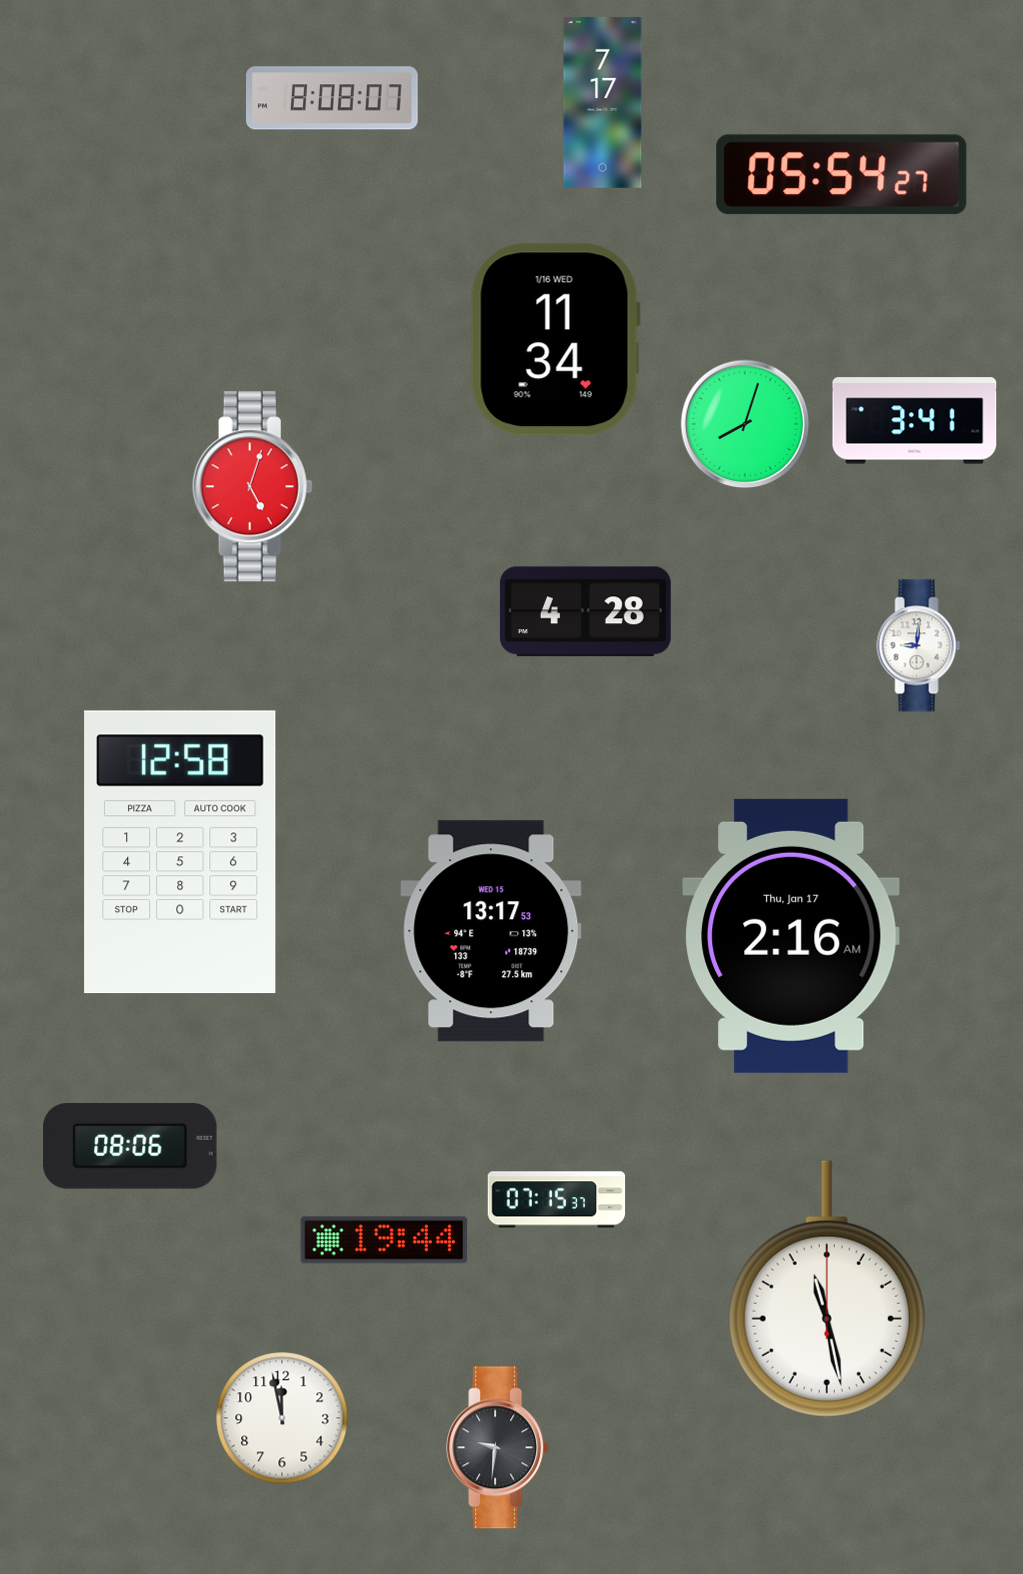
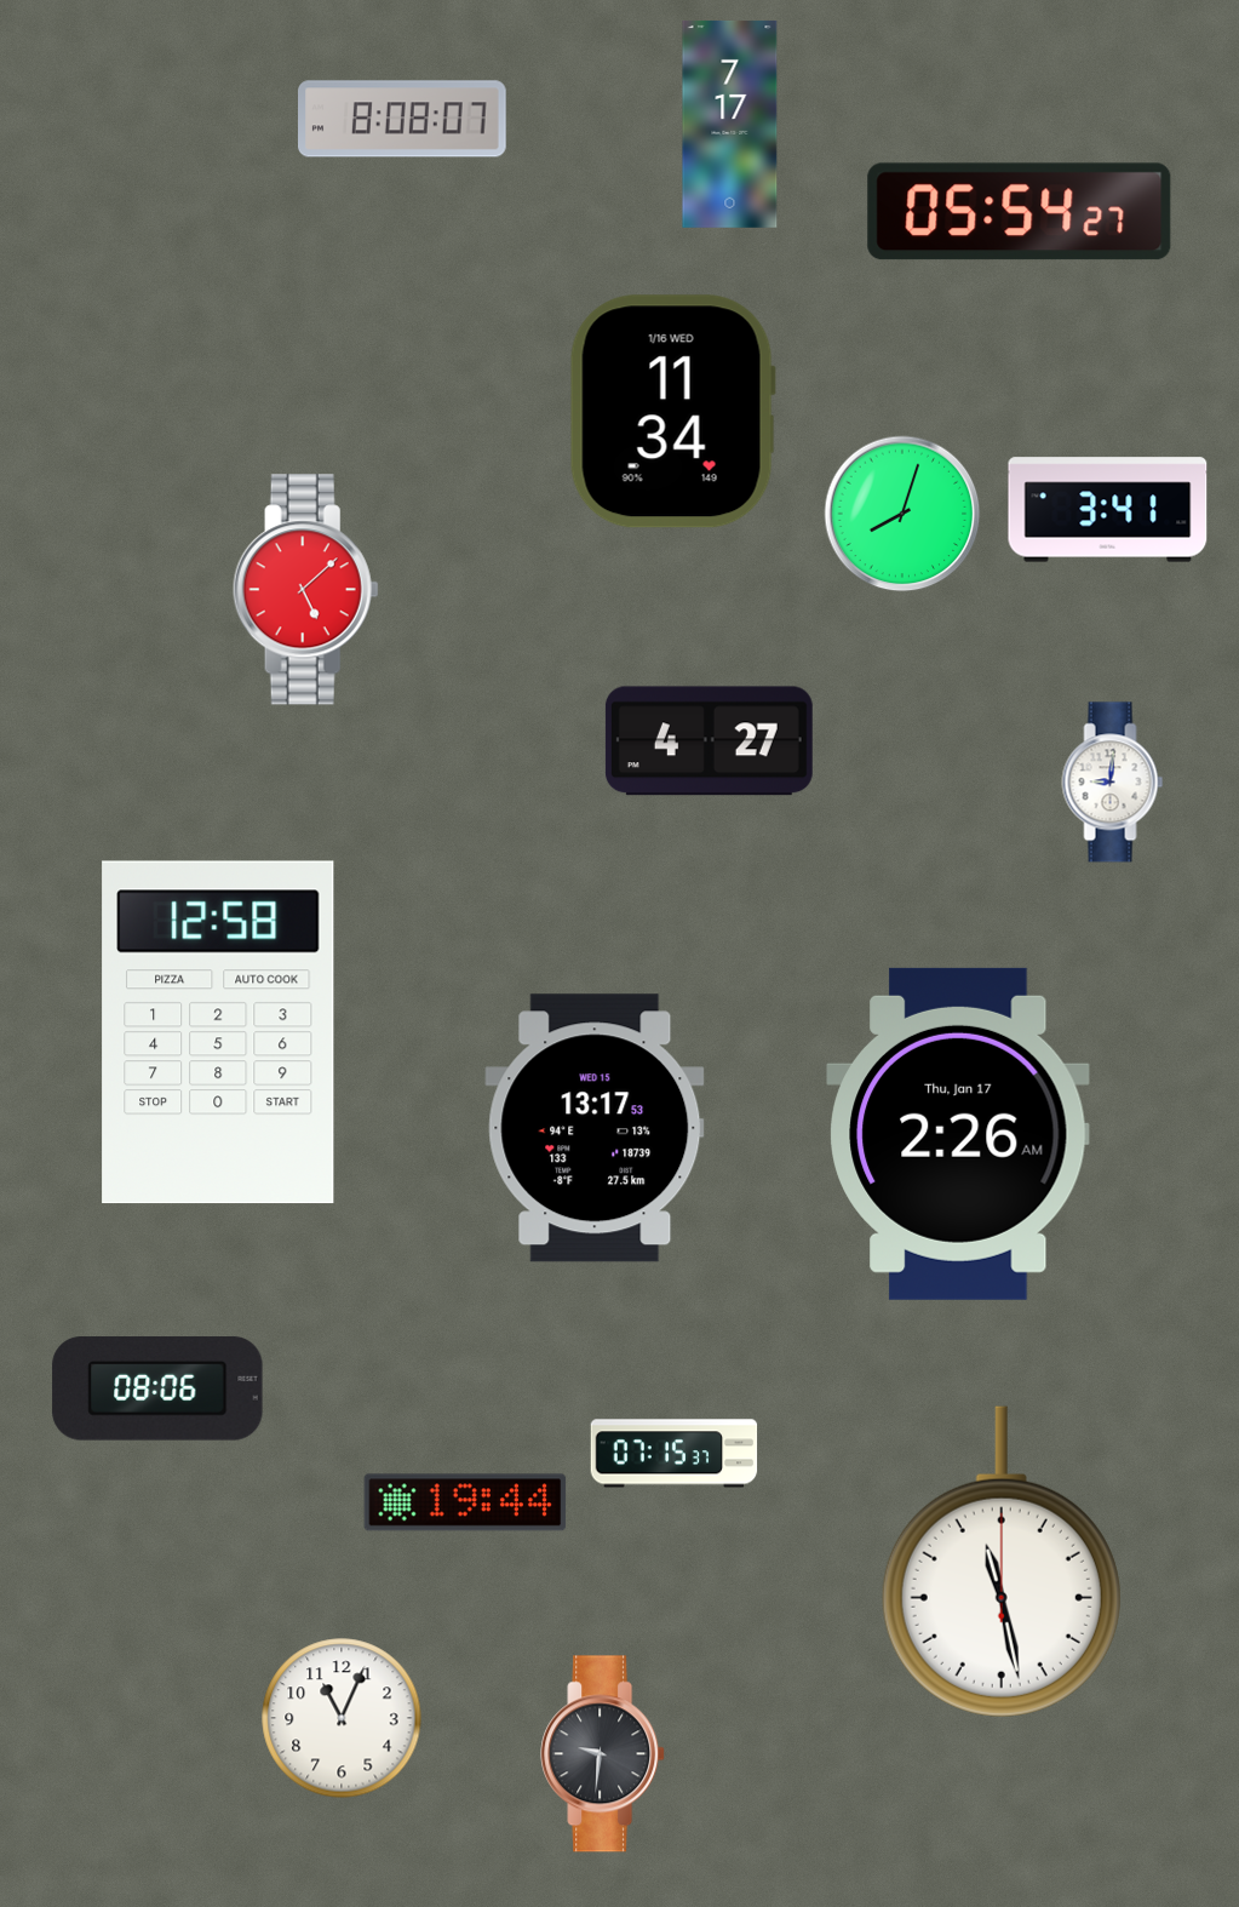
clock at (252, 487): 5:03 -> 5:08
clock at (585, 612): 4:28 -> 4:27
clock at (791, 936): 2:16 -> 2:26
clock at (282, 1418): 11:58 -> 11:04
